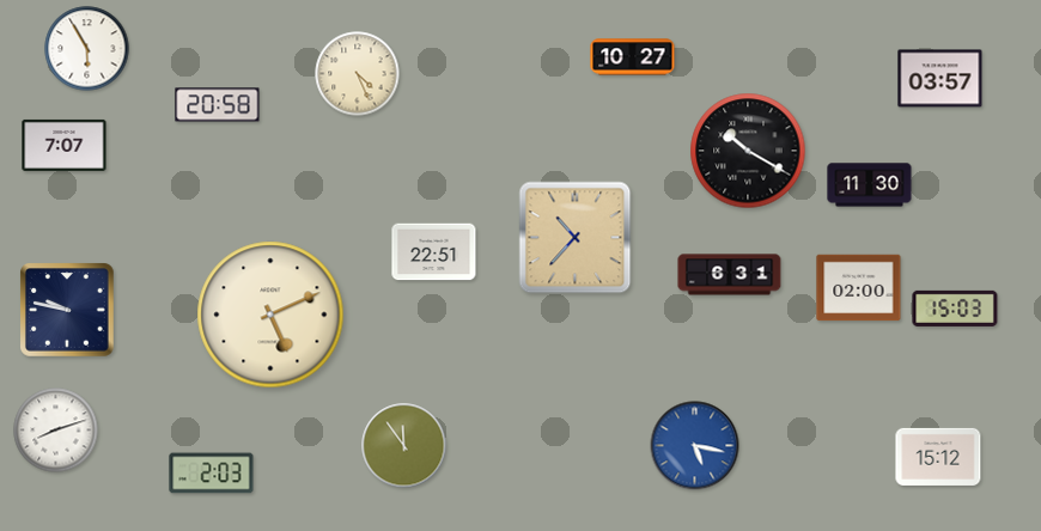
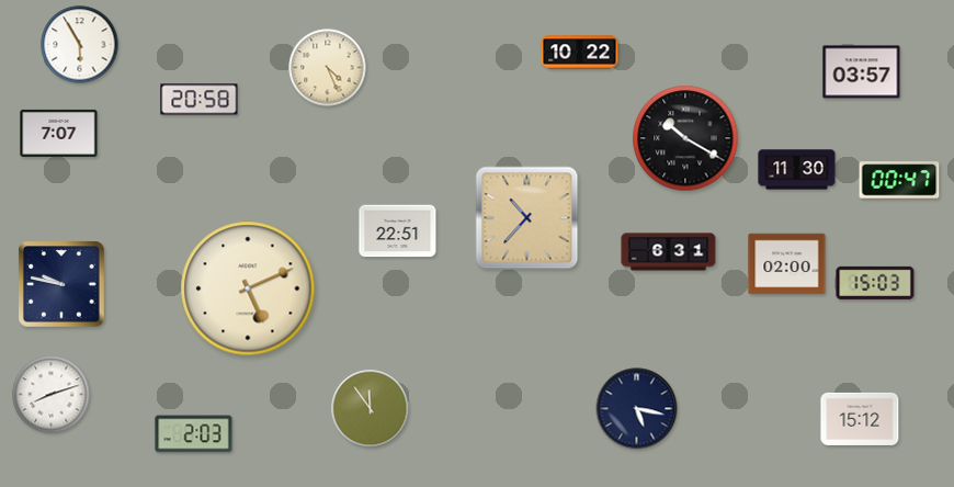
clock at (633, 57): 10:27 -> 10:22
clock at (218, 105) position: (218, 105) -> (200, 100)
clock at (899, 180): none -> 00:47
clock at (695, 446) dial: blue -> navy
